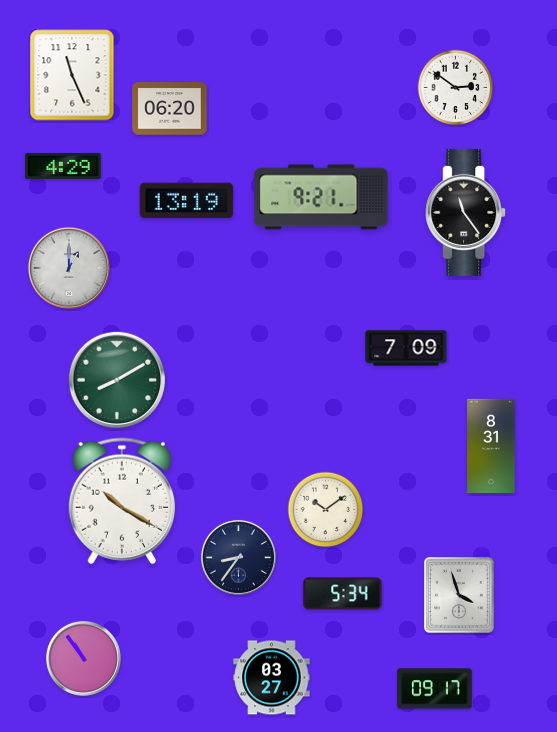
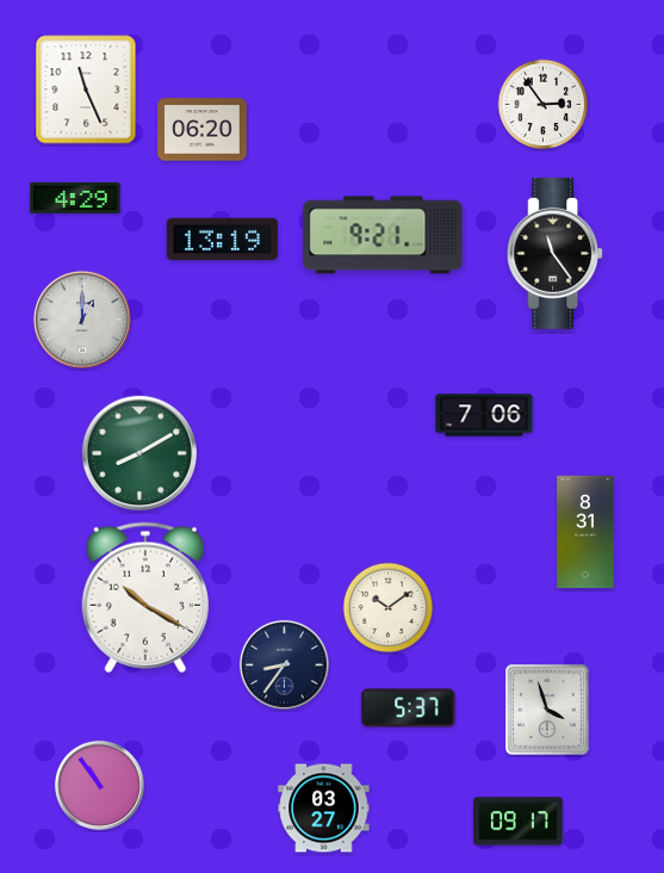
clock at (456, 88): 2:51 -> 2:54
clock at (406, 348): 7:09 -> 7:06
clock at (343, 594): 5:34 -> 5:37
